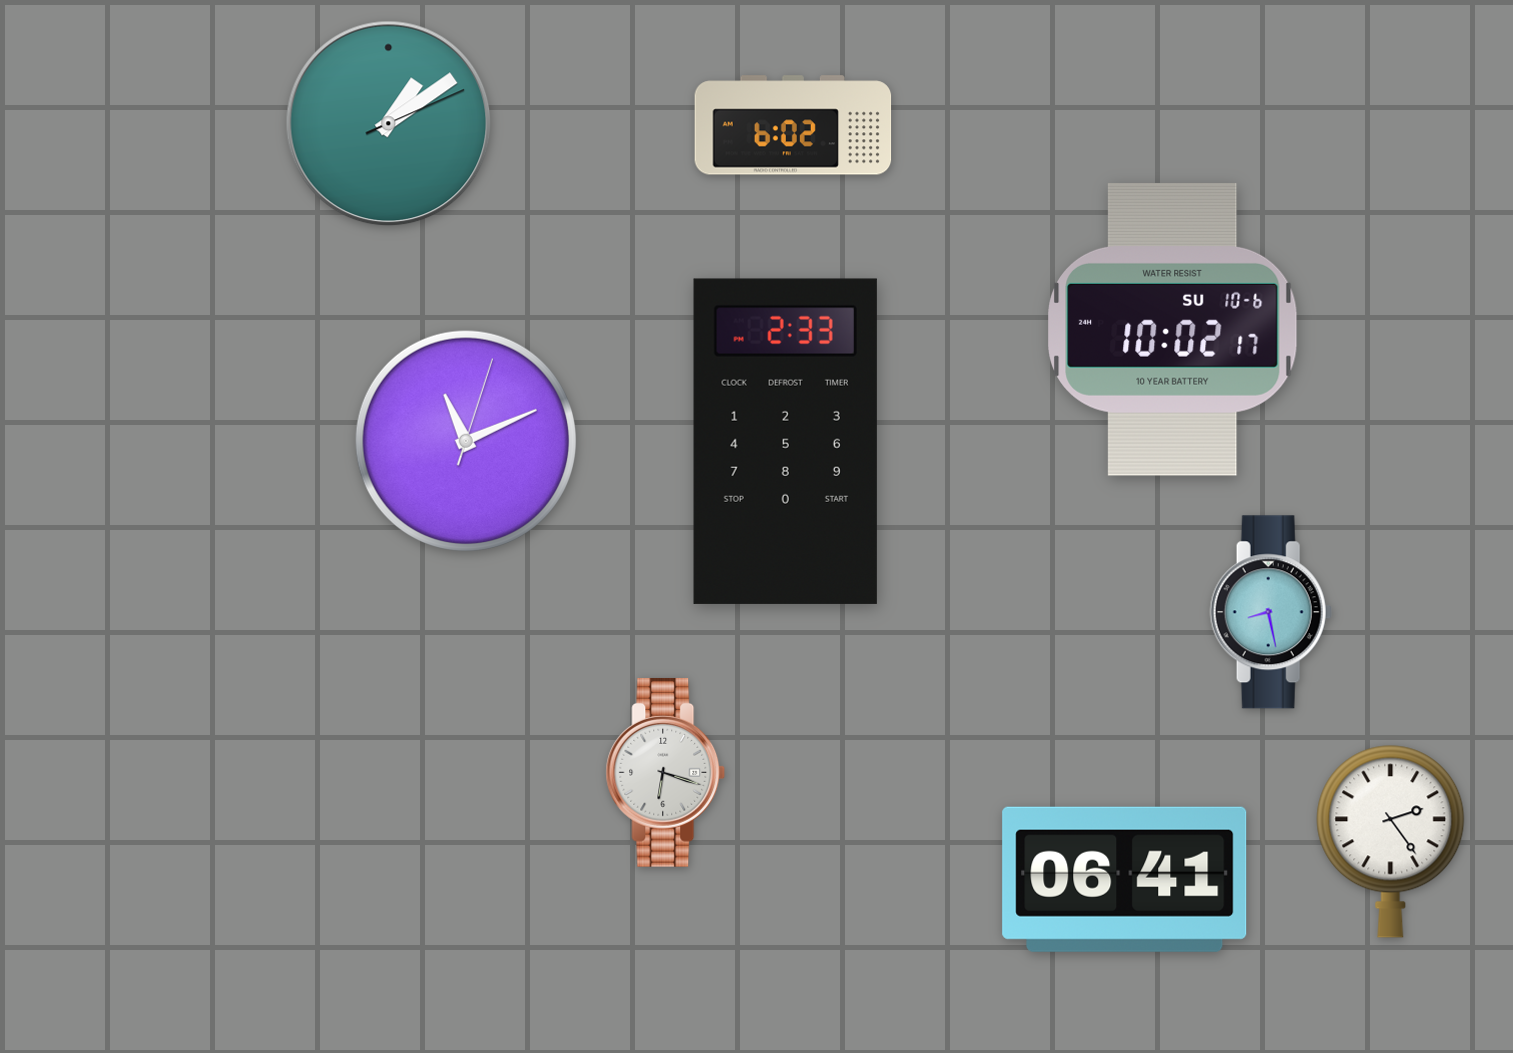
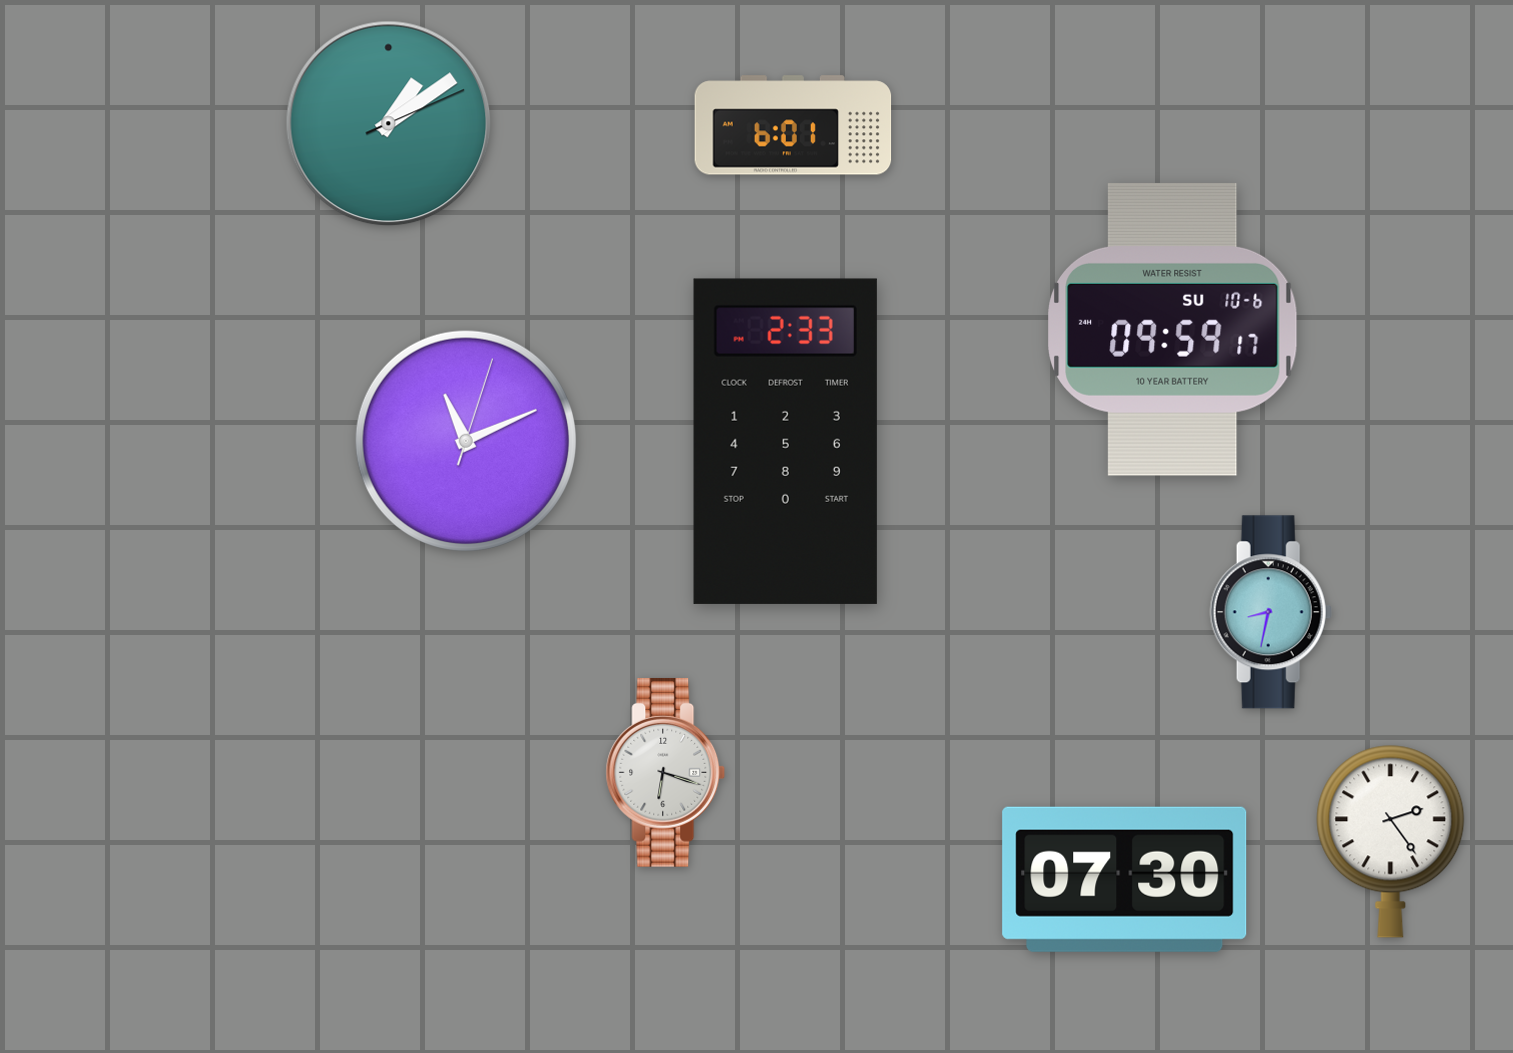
clock at (793, 125): 6:02 -> 6:01
clock at (1173, 329): 10:02 -> 09:59
clock at (1271, 612): 8:28 -> 8:32
clock at (1125, 879): 06:41 -> 07:30
